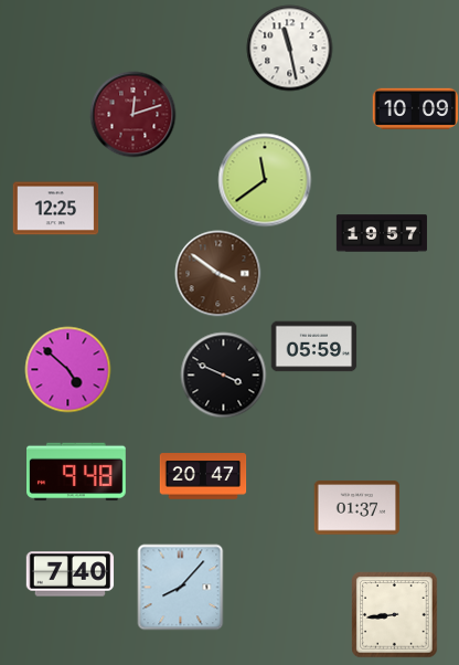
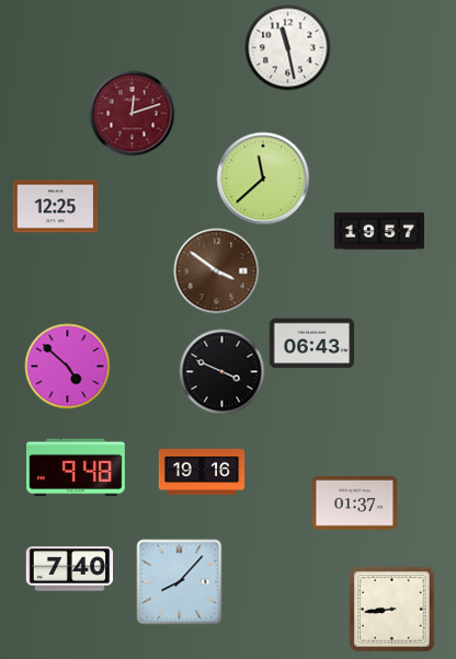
clock at (415, 109): 10:09 -> none
clock at (265, 180): 11:39 -> 11:38
clock at (313, 347): 05:59 -> 06:43
clock at (203, 476): 20:47 -> 19:16
